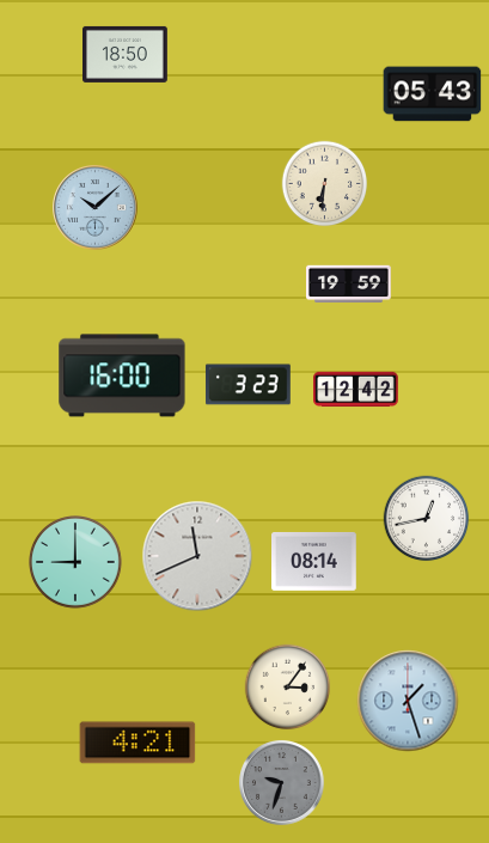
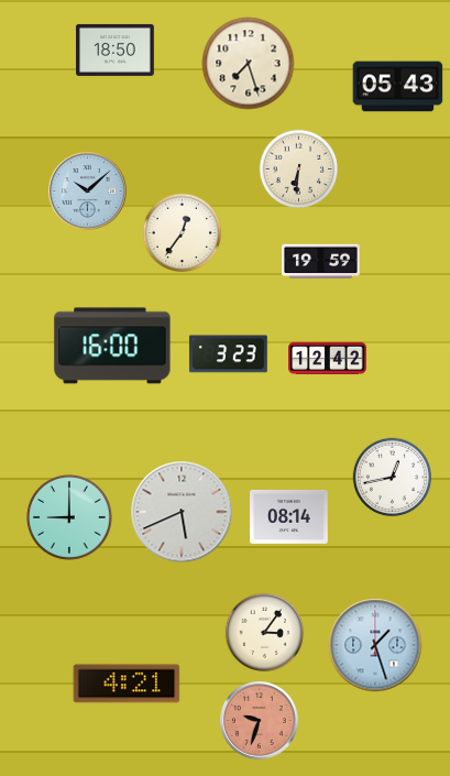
clock at (249, 64): none -> 7:27
clock at (183, 233): none -> 12:36
clock at (197, 556): 11:41 -> 5:41
clock at (282, 783) dial: grey -> salmon
